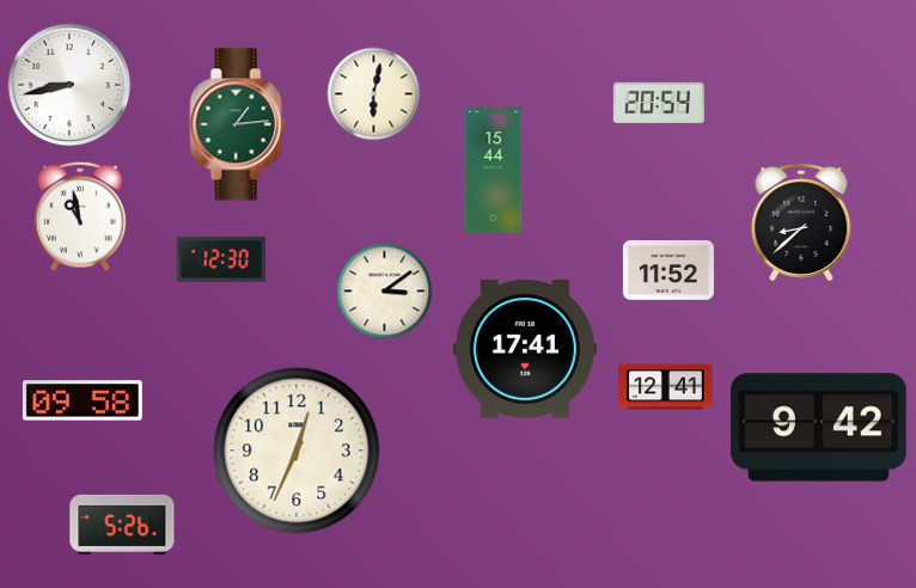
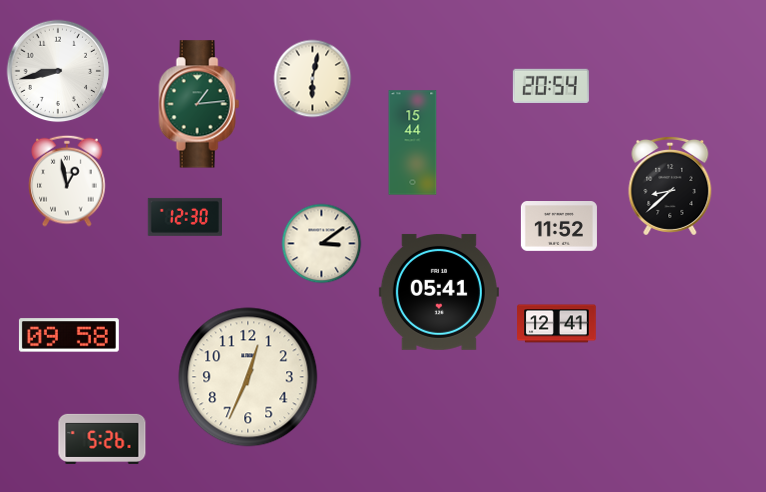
clock at (80, 216): 10:58 -> 12:58
clock at (525, 349): 17:41 -> 05:41
clock at (819, 428): 9:42 -> none
